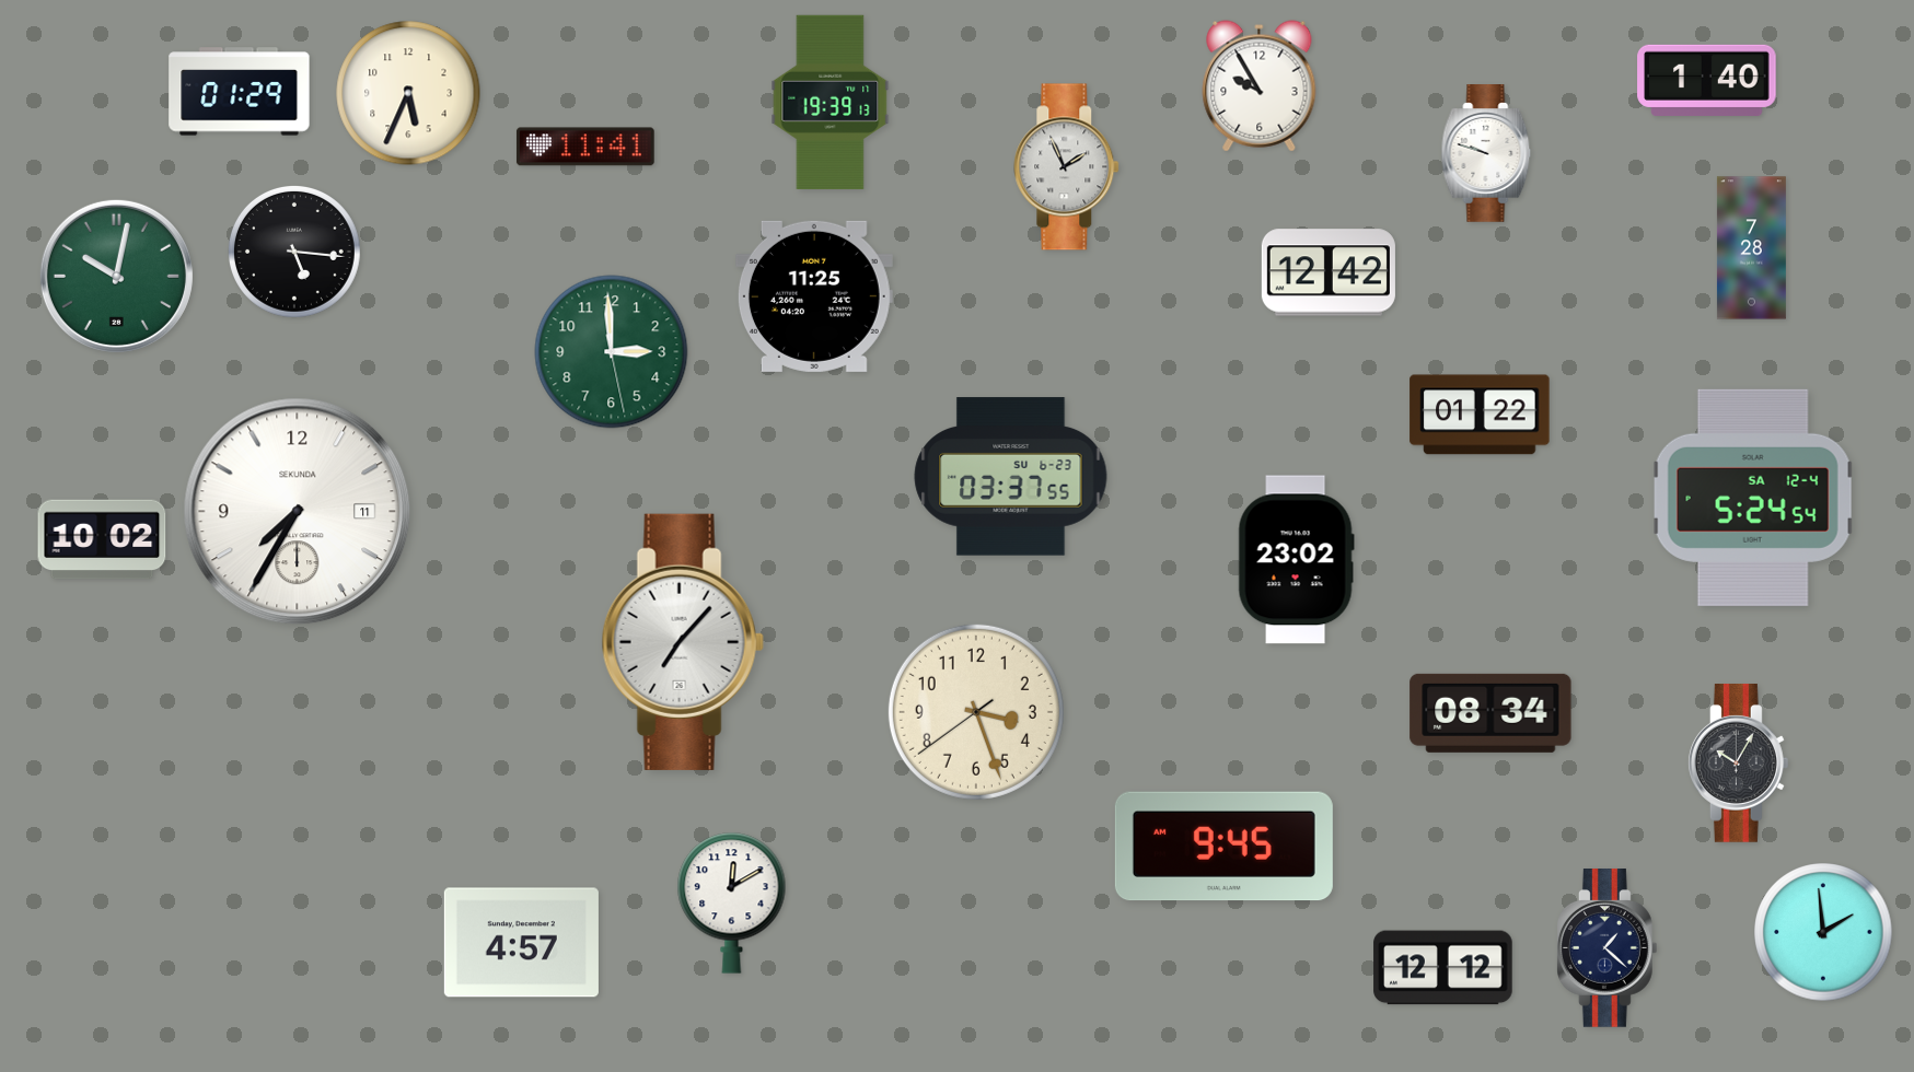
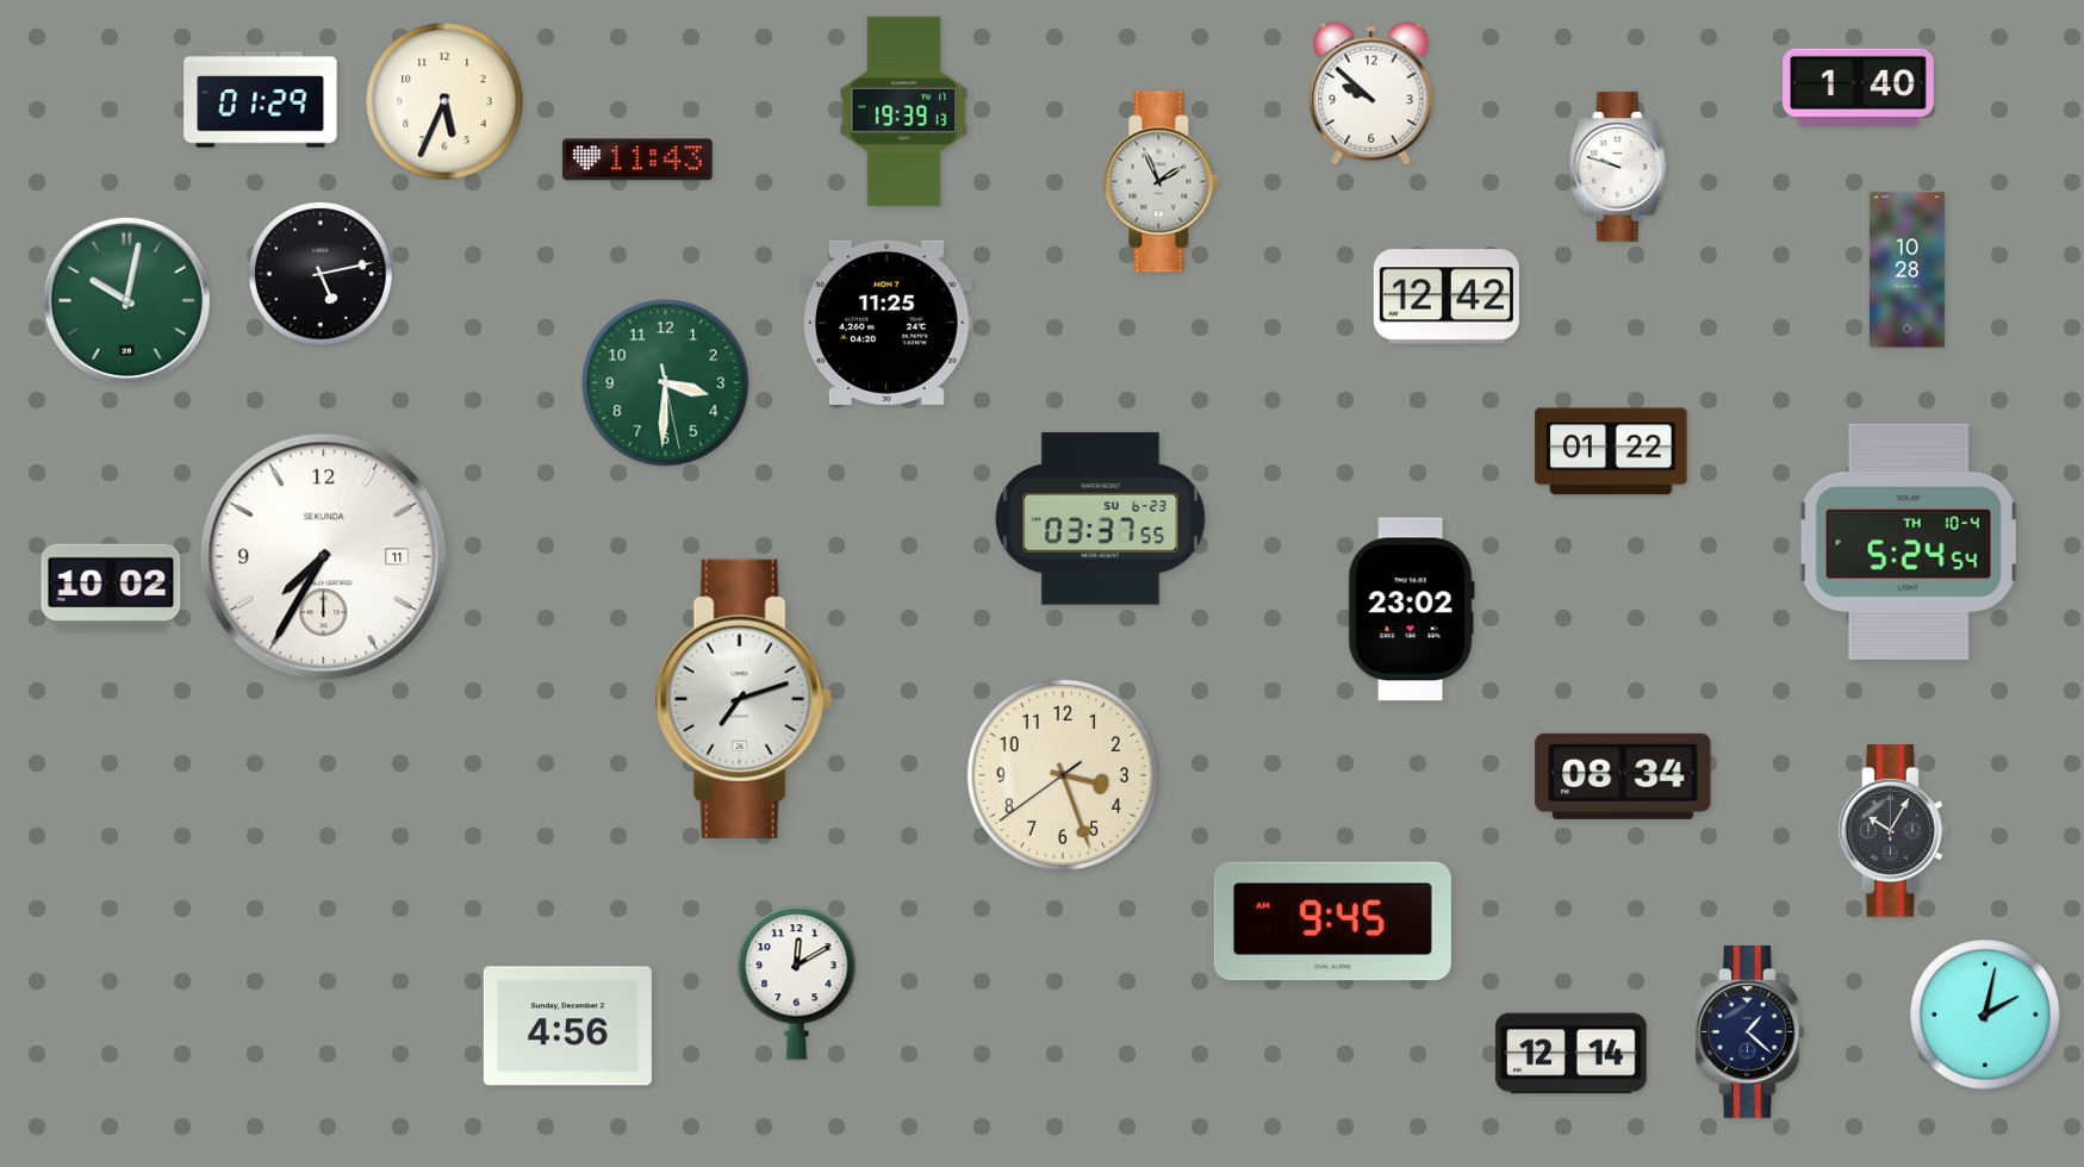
clock at (1260, 86): 9:55 -> 9:52
clock at (585, 147): 11:41 -> 11:43
clock at (1751, 248): 7:28 -> 10:28
clock at (294, 252): 5:16 -> 5:13
clock at (612, 352): 2:59 -> 3:30
clock at (1753, 498) date: SA 12-4 -> TH 10-4
clock at (683, 642): 7:07 -> 7:12
clock at (1823, 932): 1:59 -> 2:02
clock at (521, 943): 4:57 -> 4:56
clock at (1443, 968): 12:12 -> 12:14
